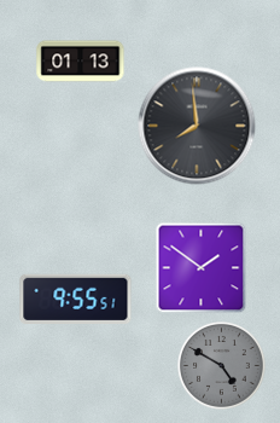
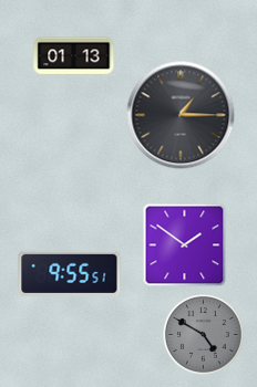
clock at (197, 126): 7:59 -> 1:15
